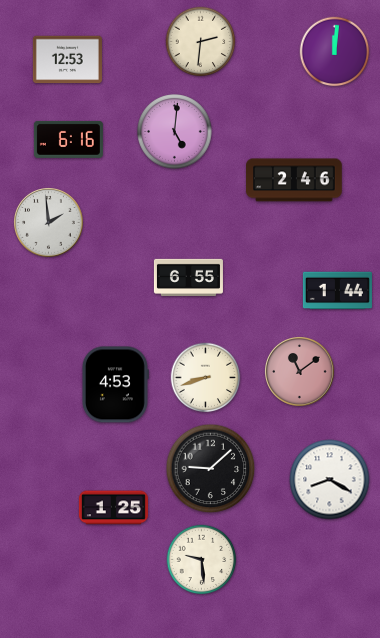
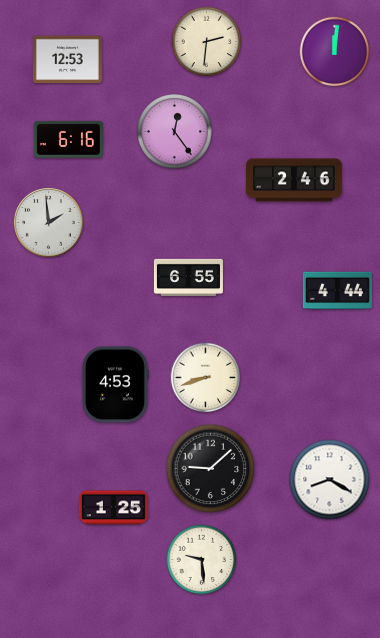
clock at (201, 42) position: (201, 42) -> (207, 42)
clock at (175, 132): 5:01 -> 12:24
clock at (337, 291): 1:44 -> 4:44
clock at (300, 372): 11:09 -> none
